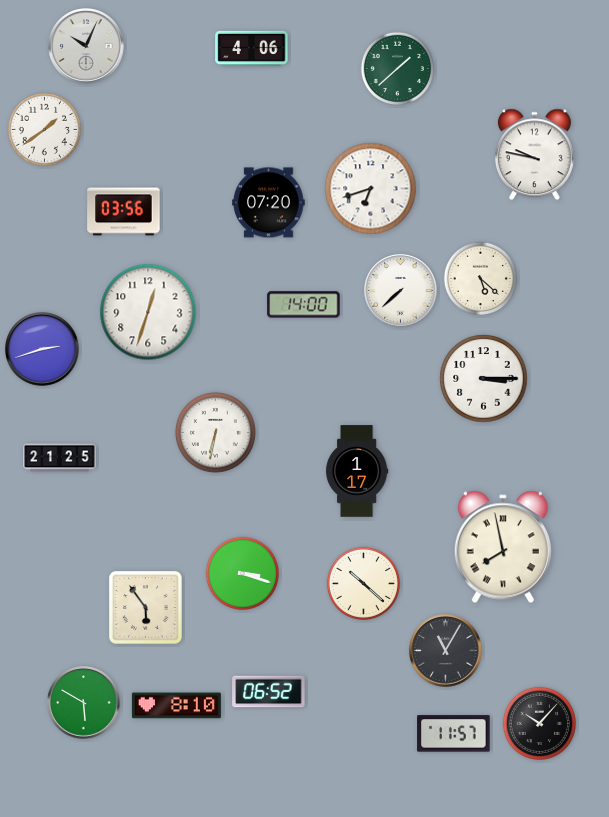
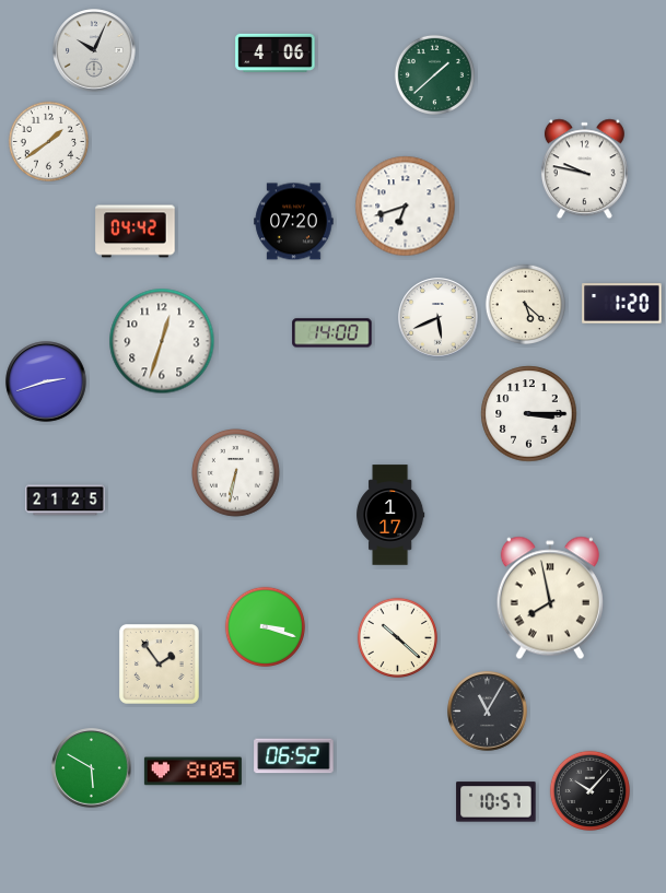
clock at (124, 212): 03:56 -> 04:42
clock at (622, 304): none -> 1:20
clock at (401, 291): 7:38 -> 5:41
clock at (145, 607): 5:54 -> 1:54
clock at (176, 706): 8:10 -> 8:05
clock at (454, 734): 11:57 -> 10:57
